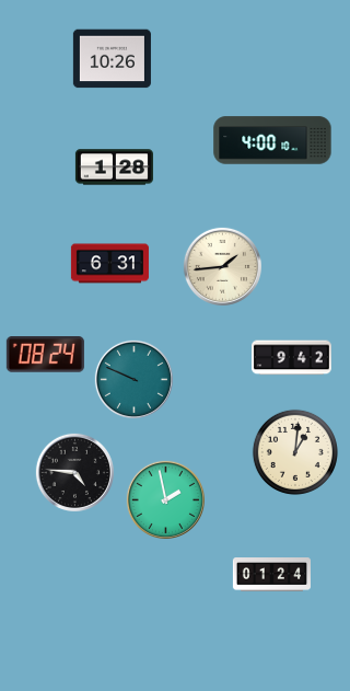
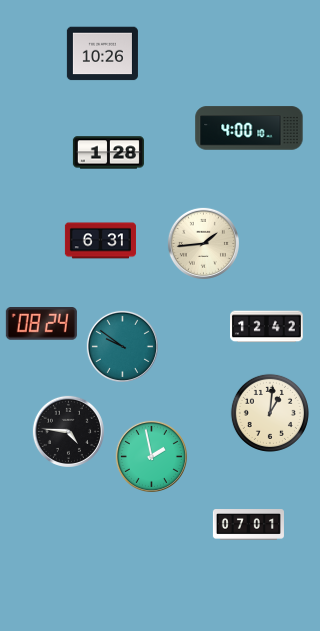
clock at (114, 168) position: (114, 168) -> (108, 153)
clock at (292, 358): 9:42 -> 12:42
clock at (133, 379): 9:49 -> 9:51
clock at (271, 575): 01:24 -> 07:01
